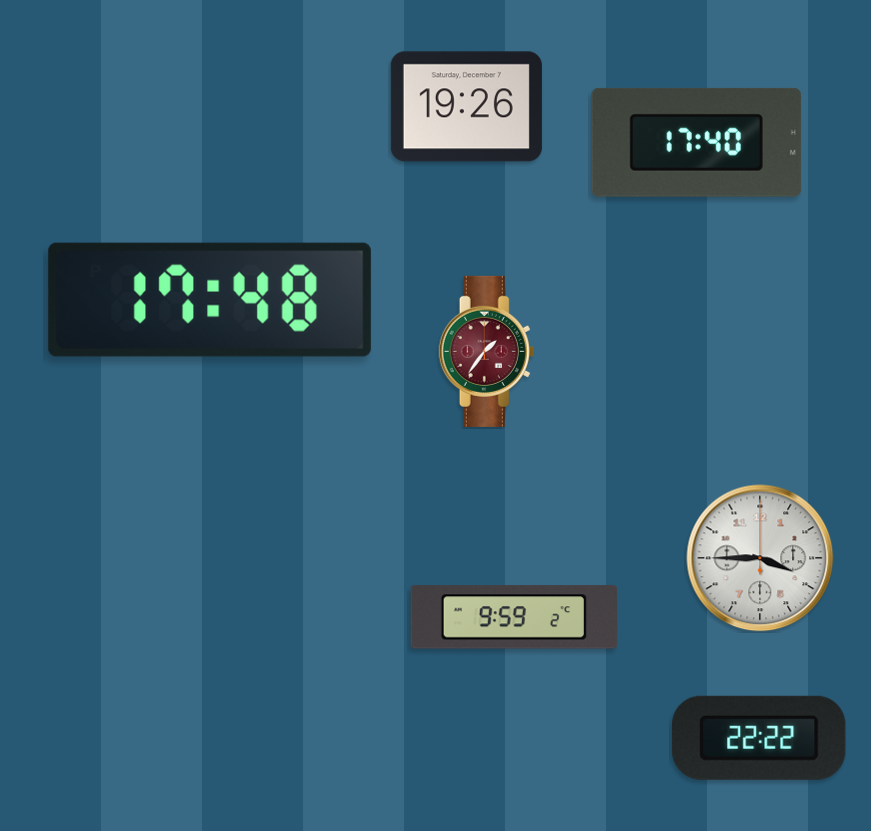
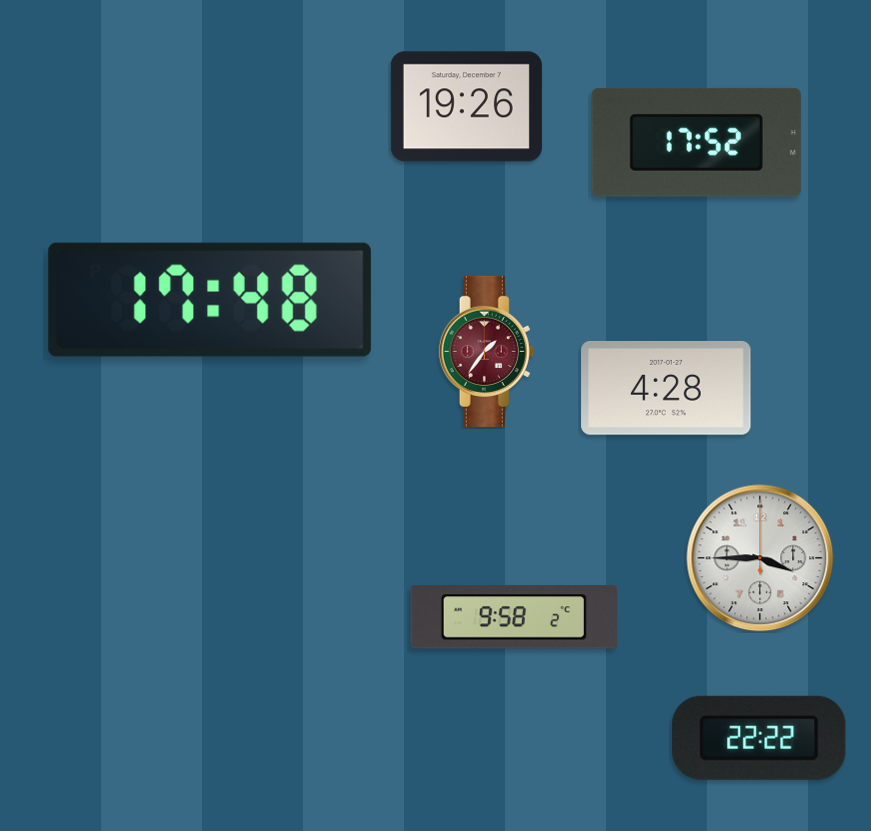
clock at (696, 142): 17:40 -> 17:52
clock at (666, 388): none -> 4:28
clock at (514, 617): 9:59 -> 9:58
